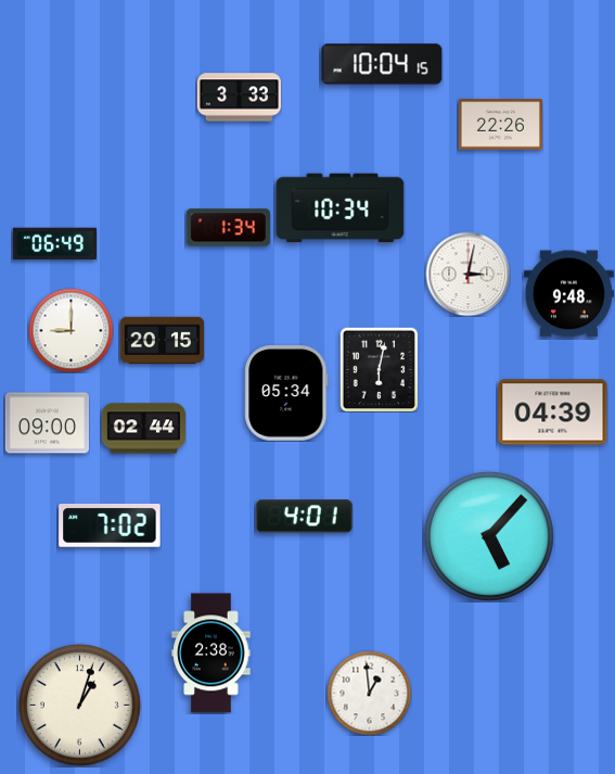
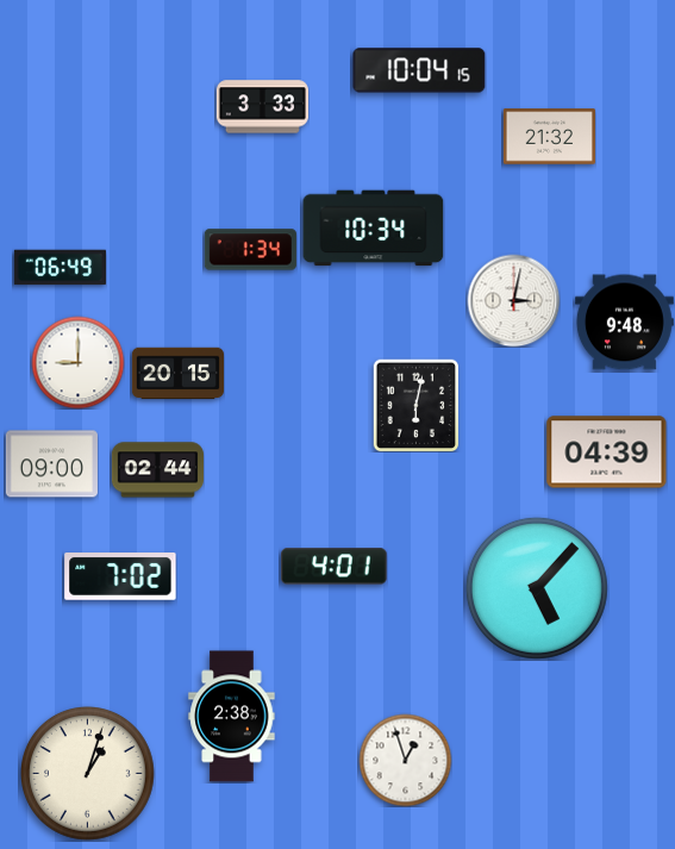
clock at (500, 125): 22:26 -> 21:32
clock at (286, 393): 05:34 -> none
clock at (369, 693): 12:59 -> 12:57
